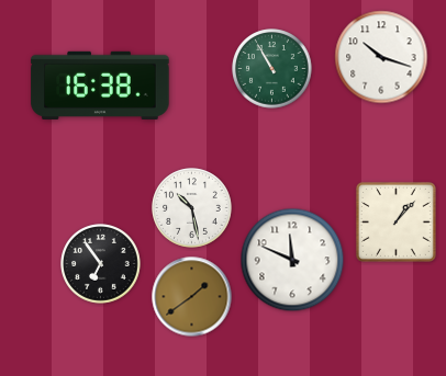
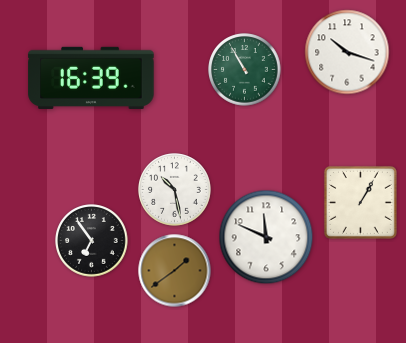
clock at (272, 69) position: (272, 69) -> (245, 70)
clock at (100, 86): 16:38 -> 16:39
clock at (395, 221): 1:07 -> 1:05
